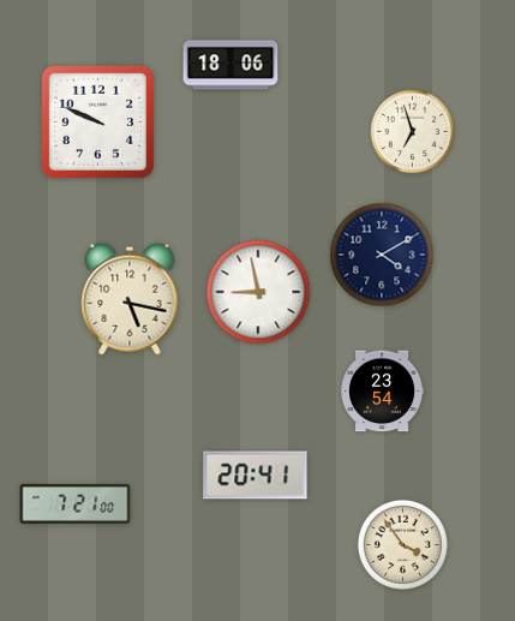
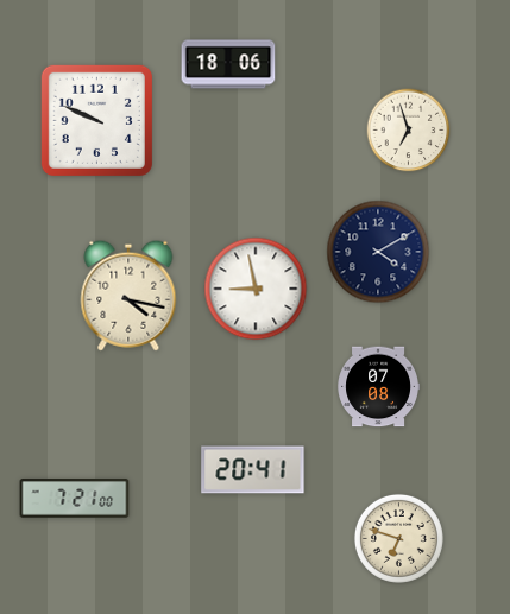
clock at (130, 299): 5:17 -> 4:17
clock at (382, 392): 23:54 -> 07:08
clock at (402, 544): 3:54 -> 6:48
